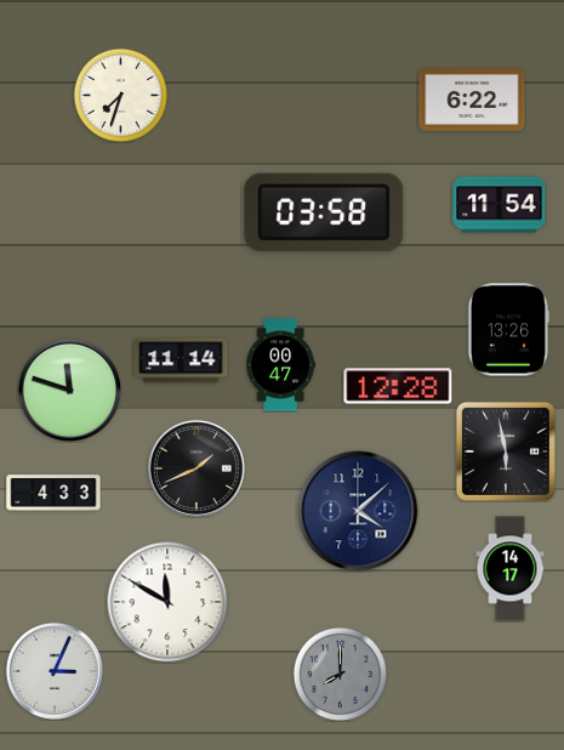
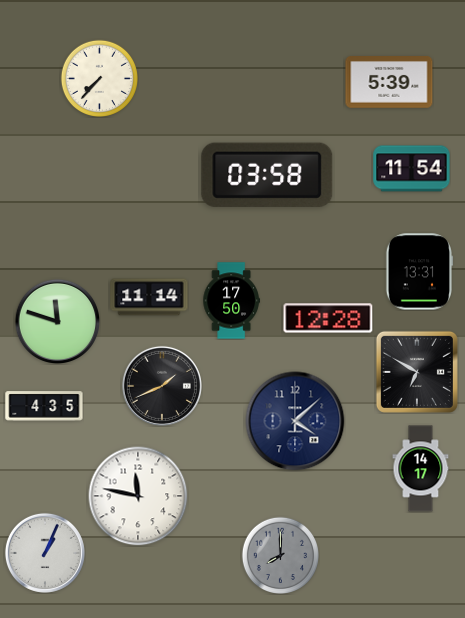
clock at (120, 95): 7:33 -> 7:37
clock at (472, 101): 6:22 -> 5:39
clock at (508, 330): 13:26 -> 13:31
clock at (280, 365): 00:47 -> 17:50
clock at (506, 451): 5:58 -> 6:50
clock at (53, 493): 4:33 -> 4:35
clock at (167, 602): 11:50 -> 11:47
clock at (55, 671): 3:04 -> 1:04
